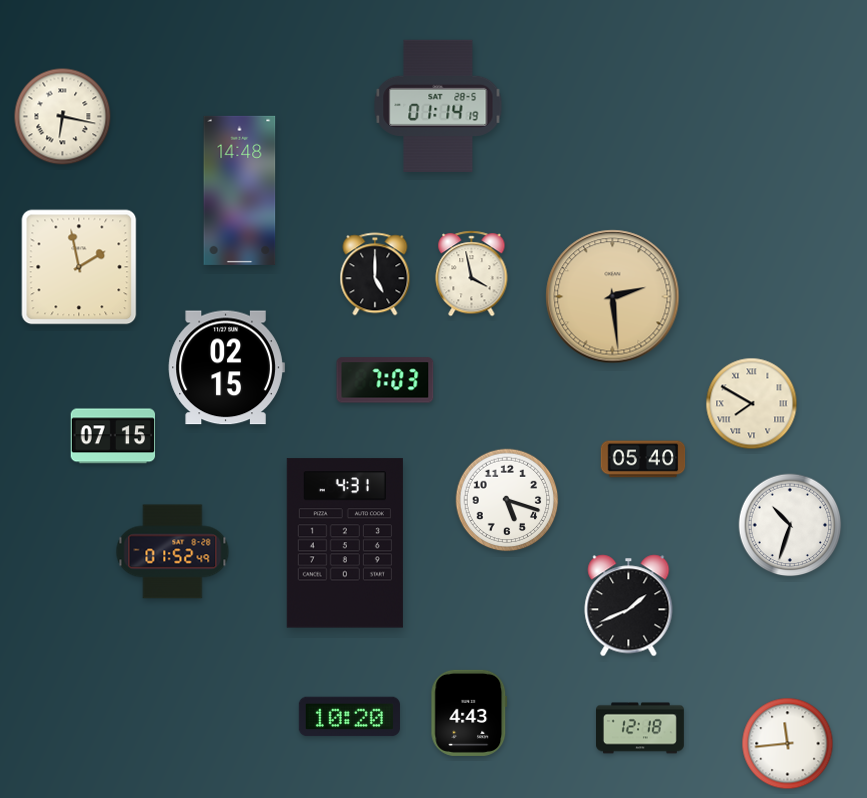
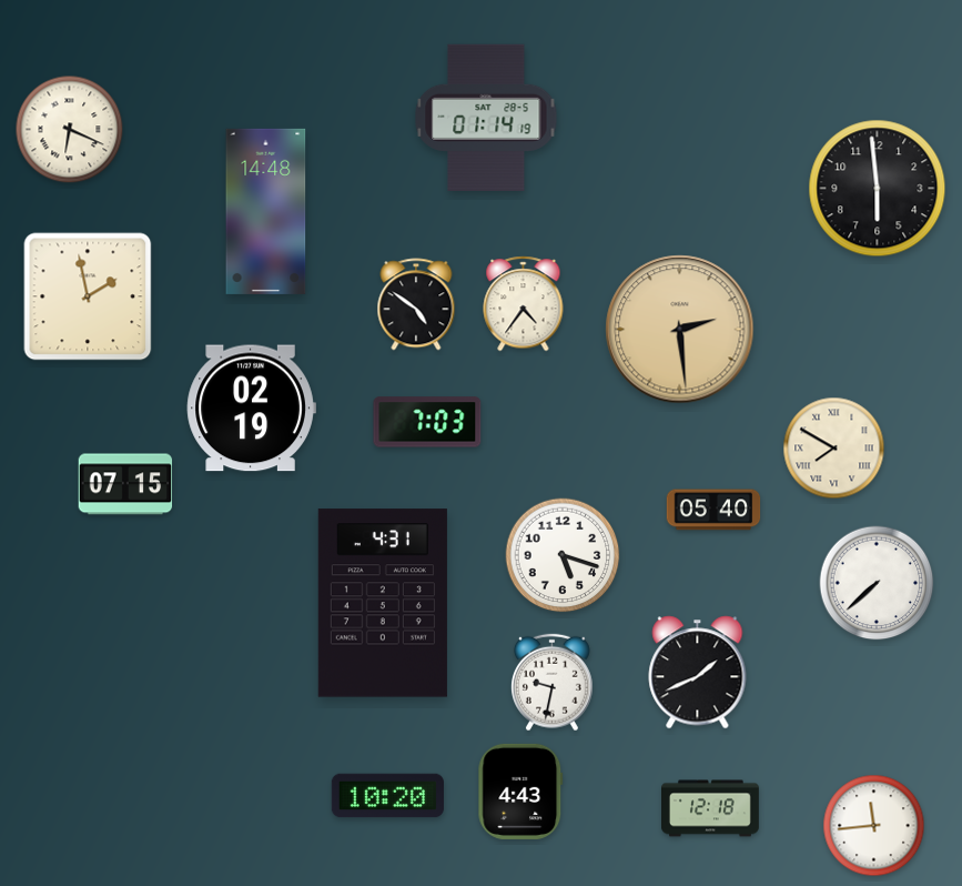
clock at (63, 117): 6:17 -> 6:19
clock at (878, 189): none -> 5:59
clock at (375, 274): 5:00 -> 4:51
clock at (472, 274): 3:58 -> 4:36
clock at (226, 368): 02:15 -> 02:19
clock at (790, 525): 10:33 -> 7:38
clock at (173, 552): 01:52 -> none
clock at (551, 683): none -> 9:32
